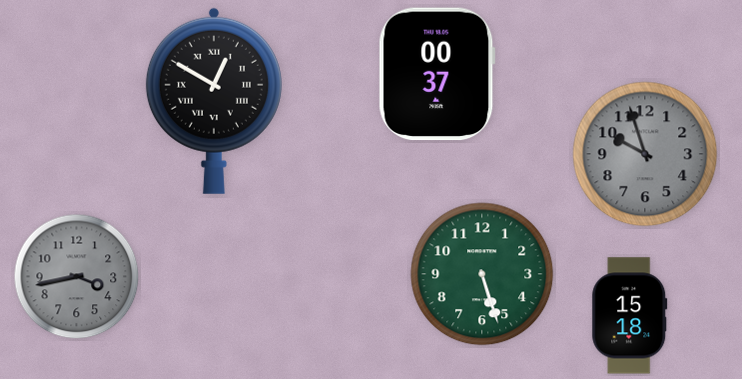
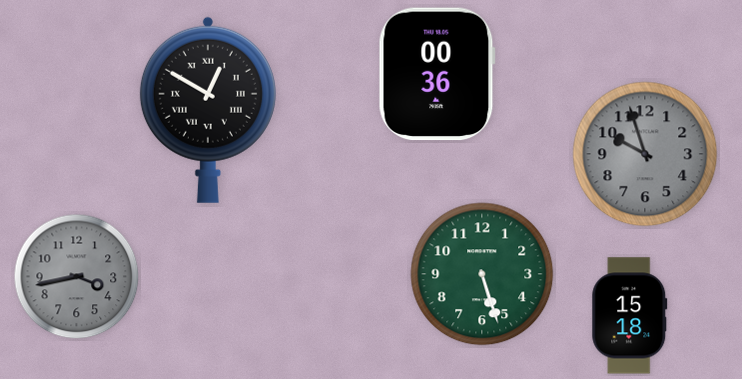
clock at (437, 74): 00:37 -> 00:36
clock at (214, 101) position: (214, 101) -> (208, 110)
